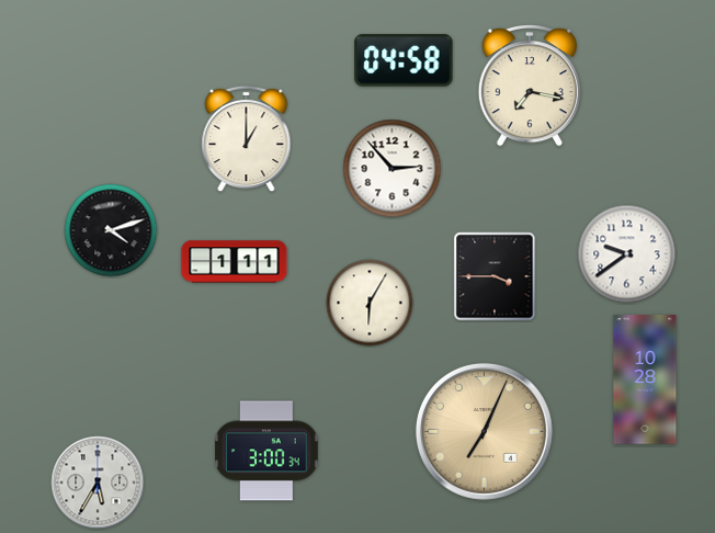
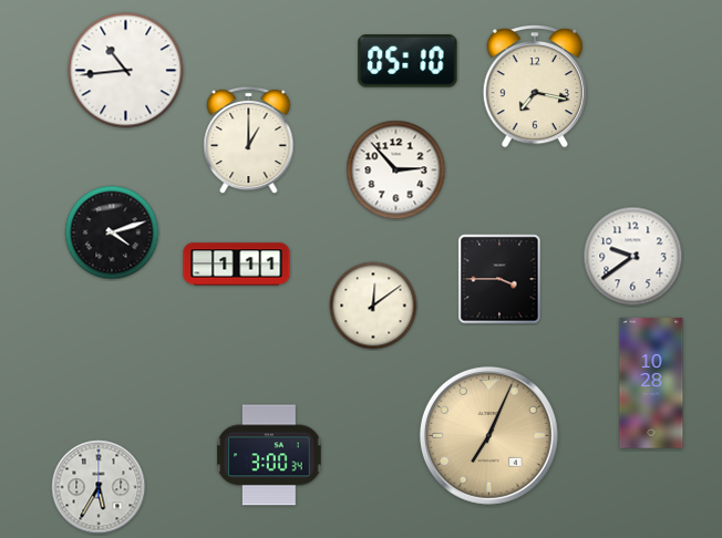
clock at (404, 60): 04:58 -> 05:10
clock at (126, 71): none -> 10:44
clock at (370, 303): 6:05 -> 12:09
